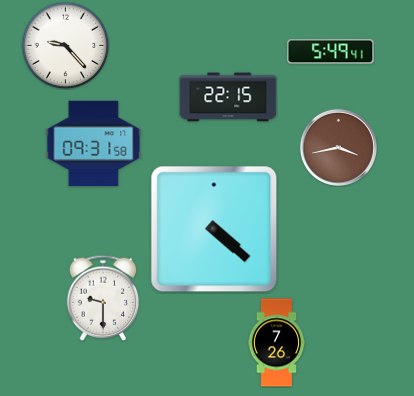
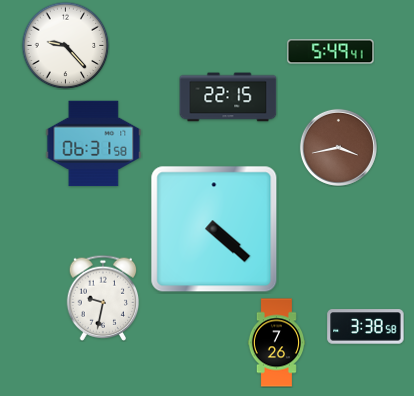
clock at (94, 144): 09:31 -> 06:31
clock at (103, 298): 9:30 -> 9:32
clock at (366, 327): none -> 3:38
